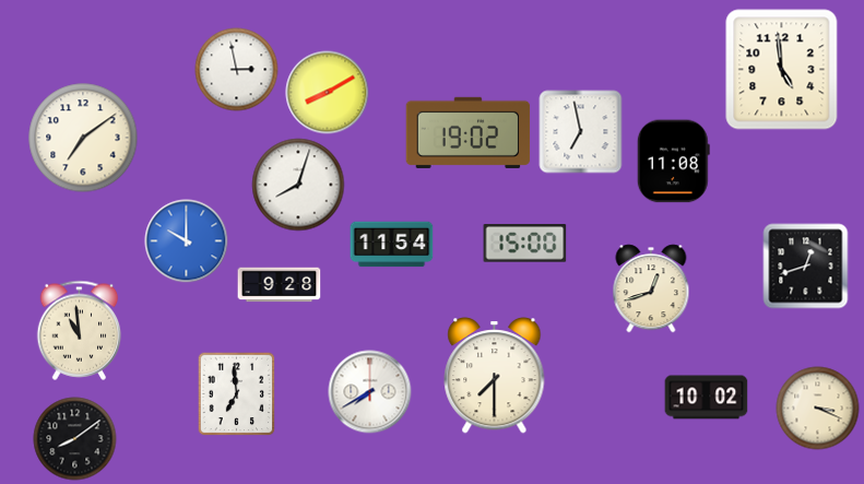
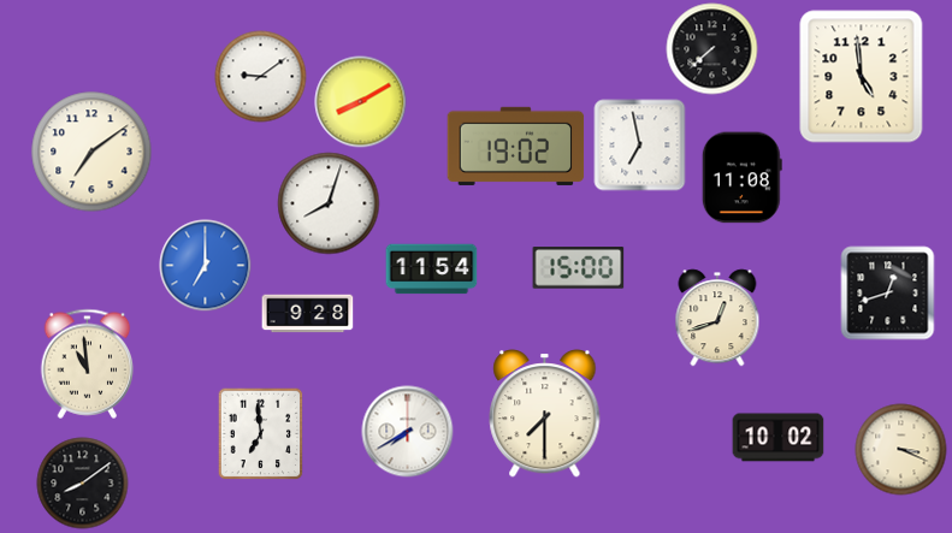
clock at (712, 49): none -> 7:38
clock at (237, 70): 2:58 -> 9:09
clock at (187, 241): 10:00 -> 7:00
